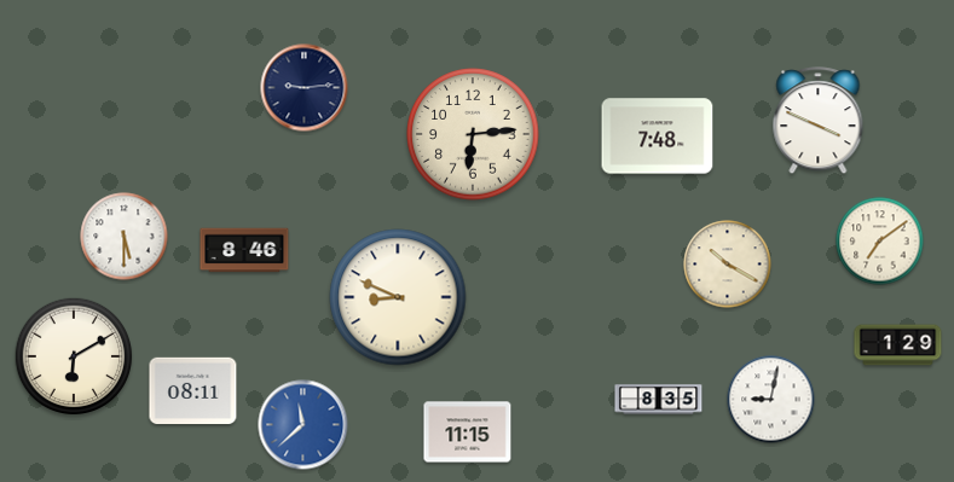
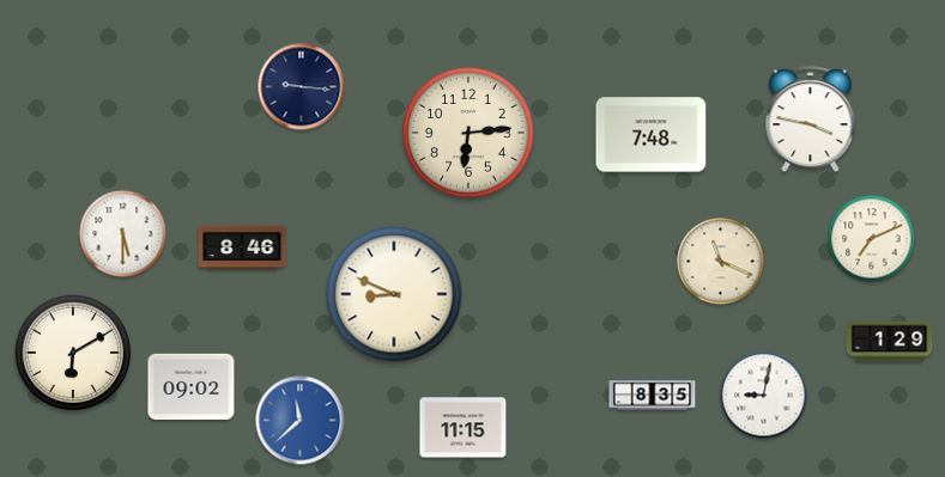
clock at (305, 88): 9:14 -> 9:16
clock at (819, 121): 3:49 -> 3:47
clock at (880, 242): 7:09 -> 7:11
clock at (728, 265): 10:20 -> 11:19
clock at (193, 390): 08:11 -> 09:02
